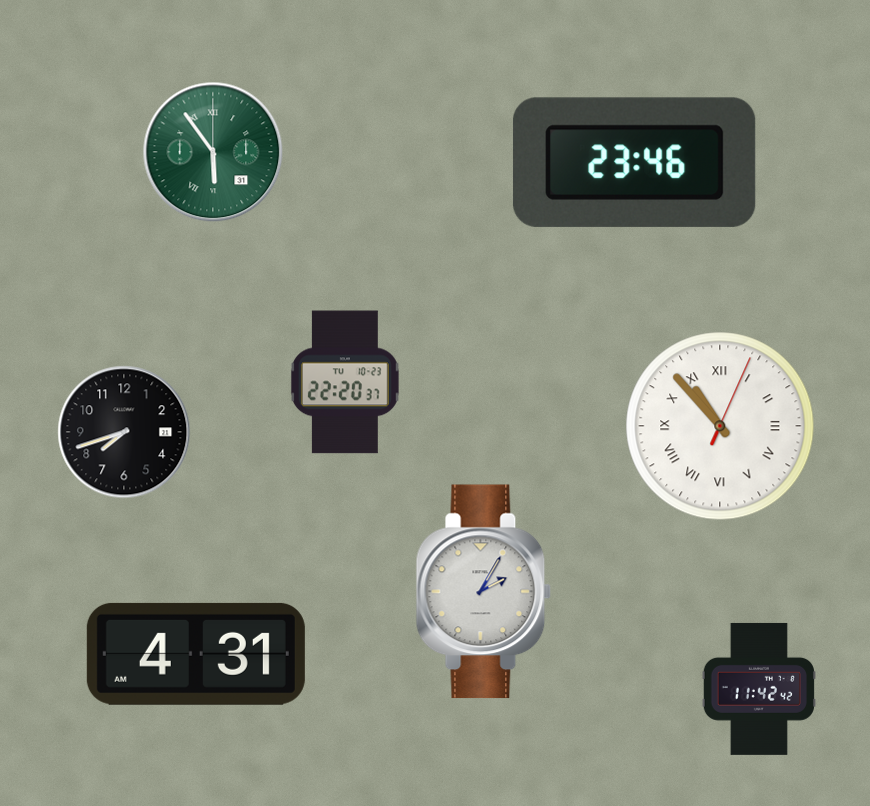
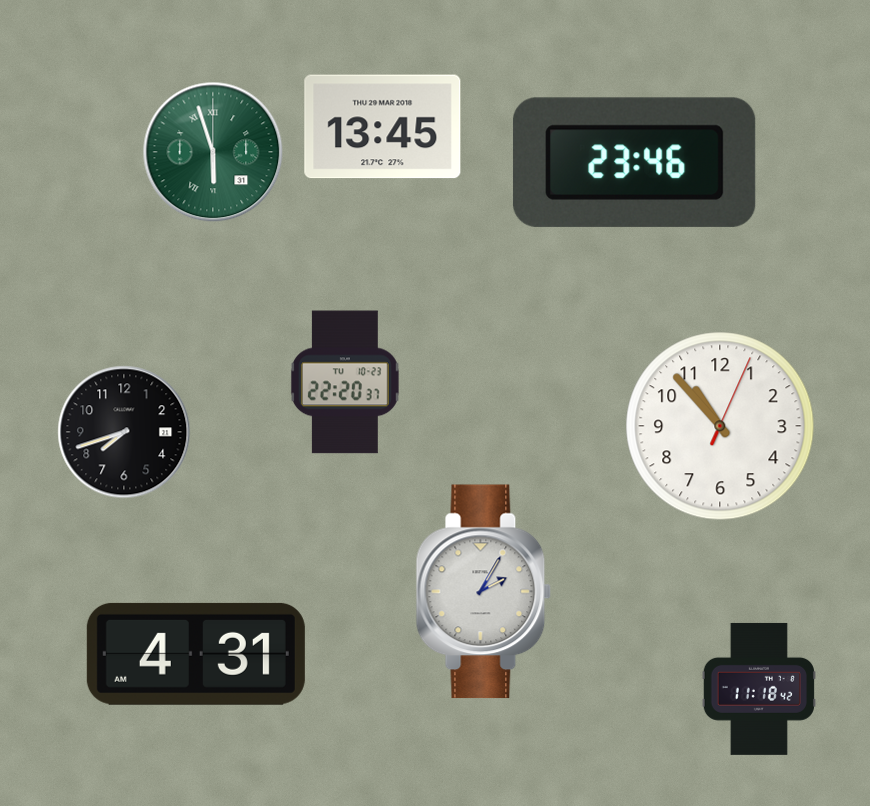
clock at (383, 127): none -> 13:45
clock at (213, 152): 5:54 -> 5:57
clock at (720, 426) numerals: Roman -> Arabic
clock at (758, 689): 11:42 -> 11:18
